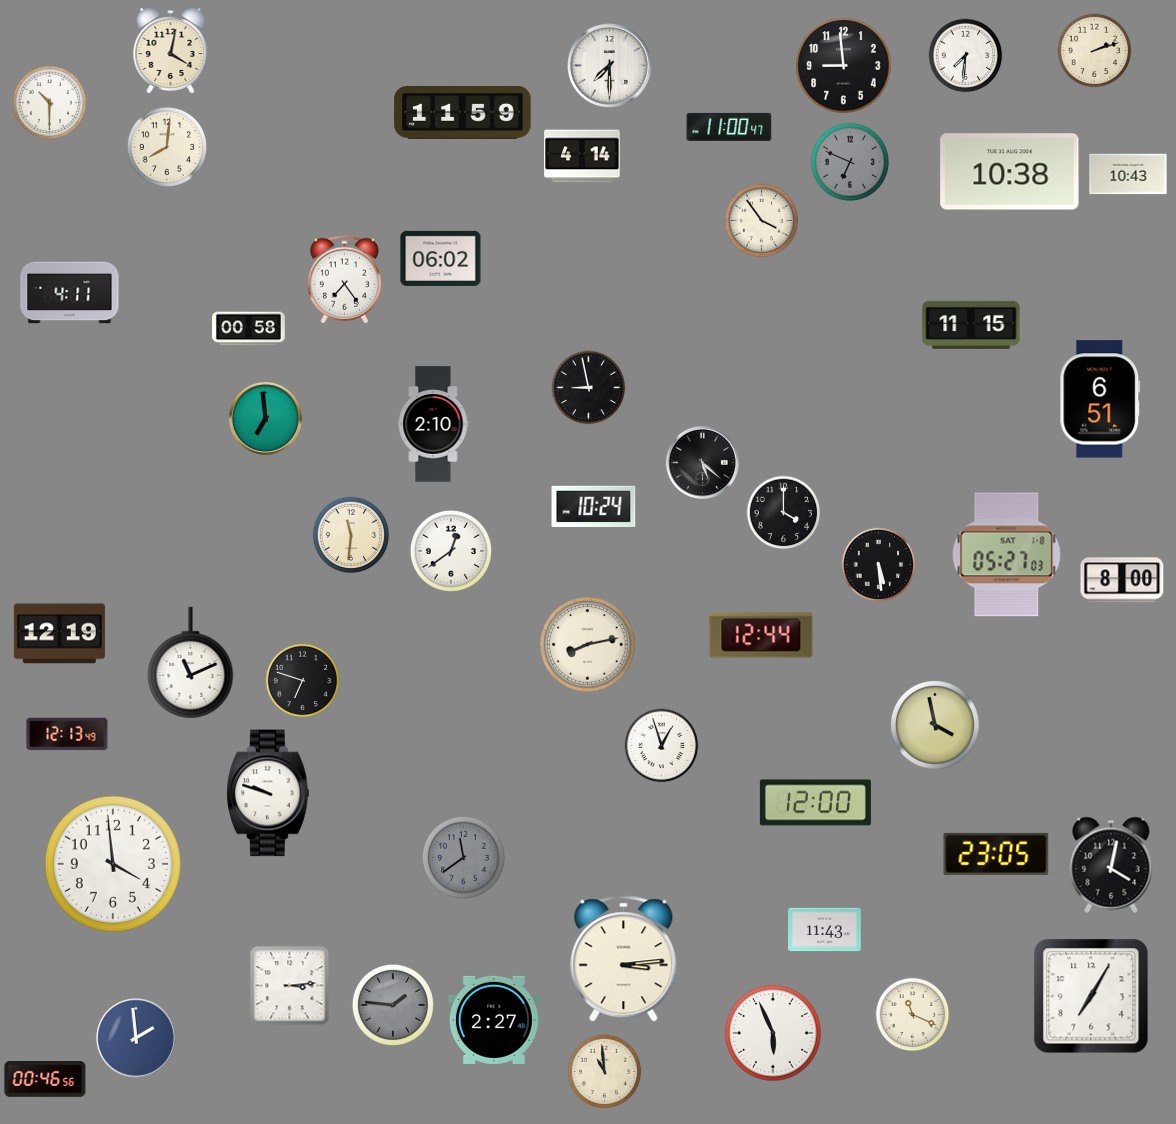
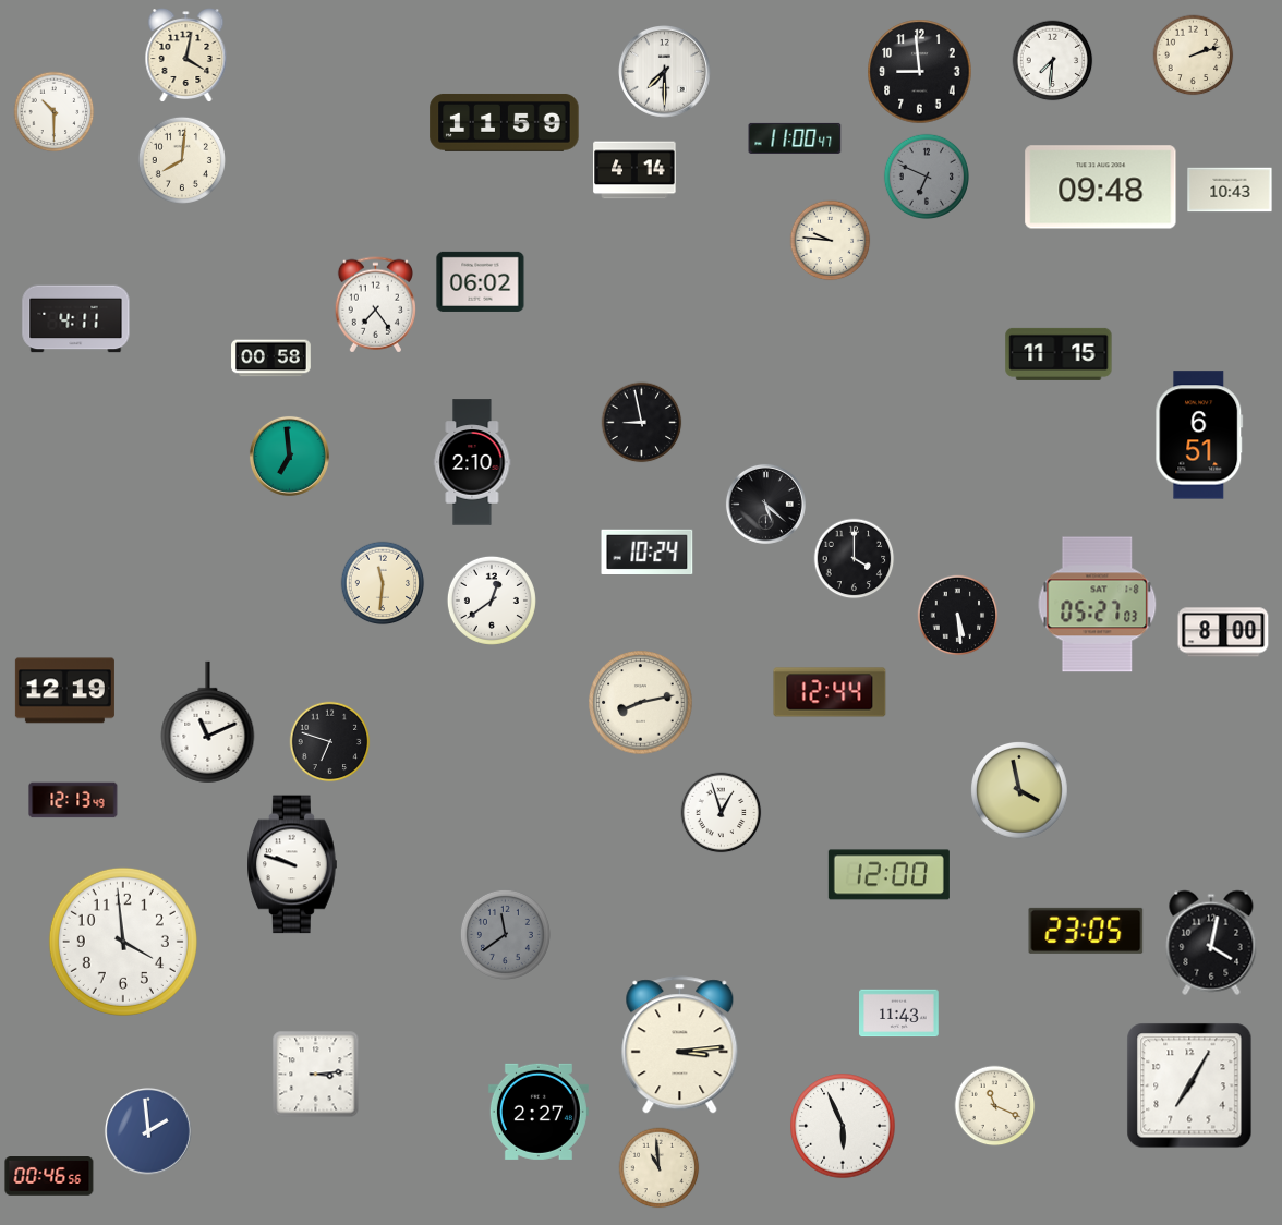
clock at (1010, 172): 10:38 -> 09:48
clock at (762, 221): 3:54 -> 9:46
clock at (393, 1005): 1:46 -> none
